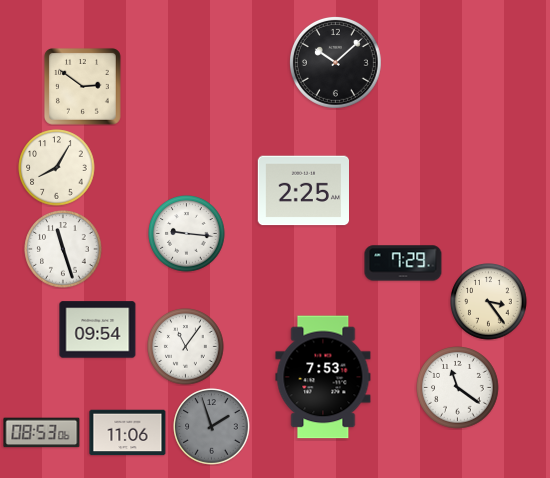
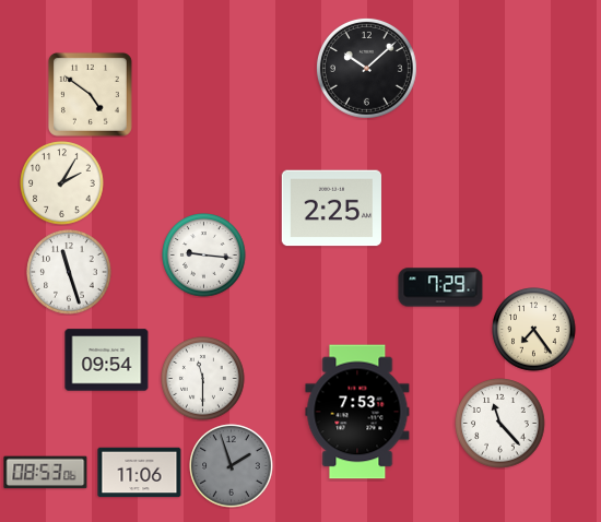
clock at (82, 86): 2:51 -> 4:51
clock at (57, 168): 8:05 -> 2:05
clock at (489, 302): 3:24 -> 7:24
clock at (186, 347): 11:06 -> 11:30
clock at (323, 377) position: (323, 377) -> (357, 412)
clock at (458, 388): 11:21 -> 11:23
